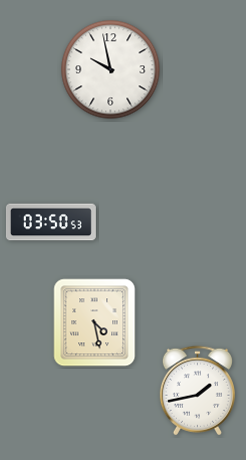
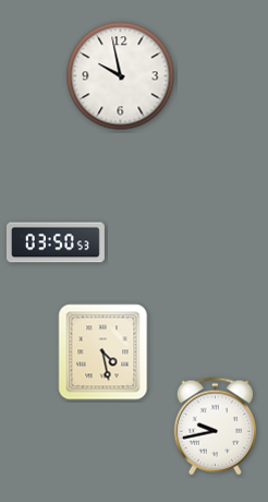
clock at (197, 391): 1:43 -> 9:43
